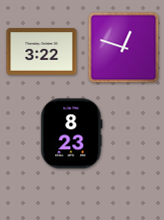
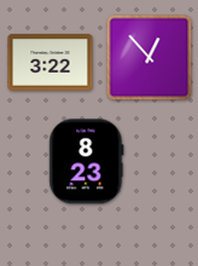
clock at (124, 48): 12:48 -> 12:53
